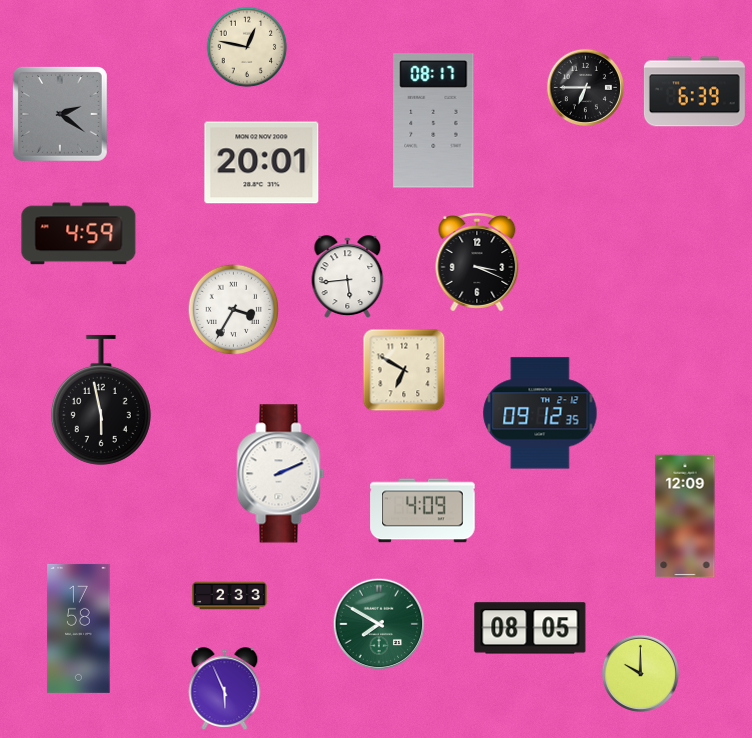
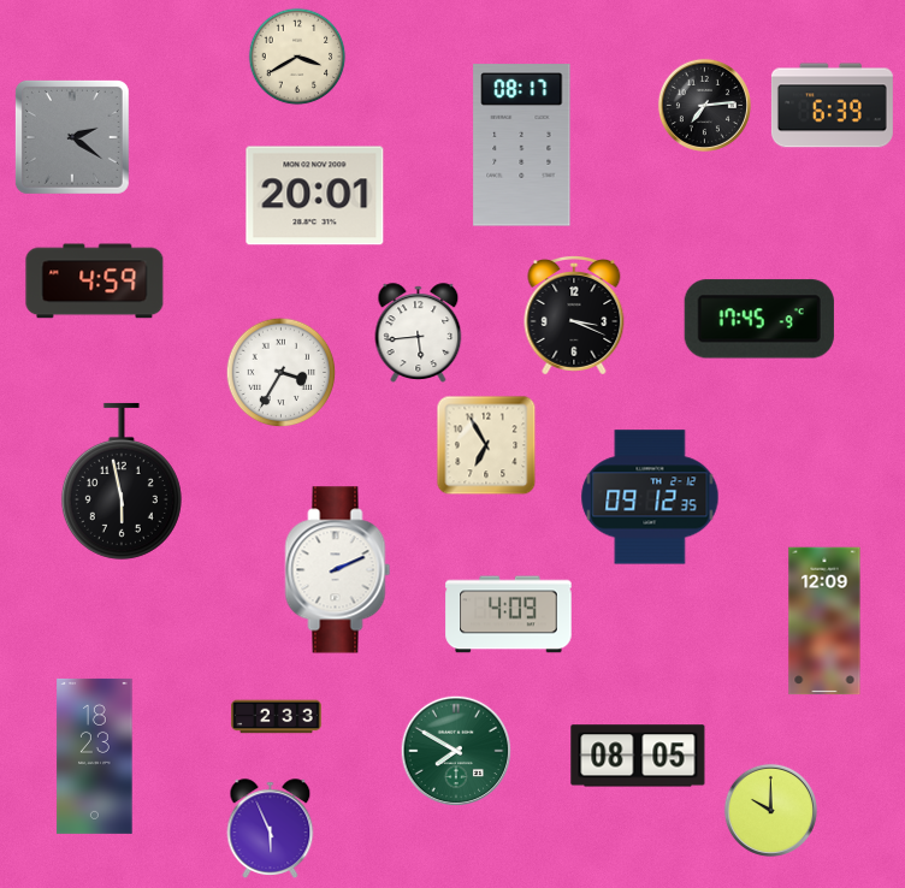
clock at (247, 47): 12:47 -> 3:40
clock at (585, 87): 6:45 -> 7:14
clock at (694, 92) position: (694, 92) -> (832, 106)
clock at (759, 319): none -> 17:45
clock at (404, 370): 6:50 -> 6:55
clock at (79, 628): 17:58 -> 18:23
